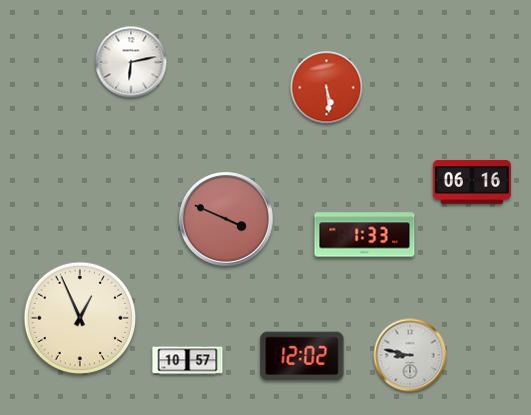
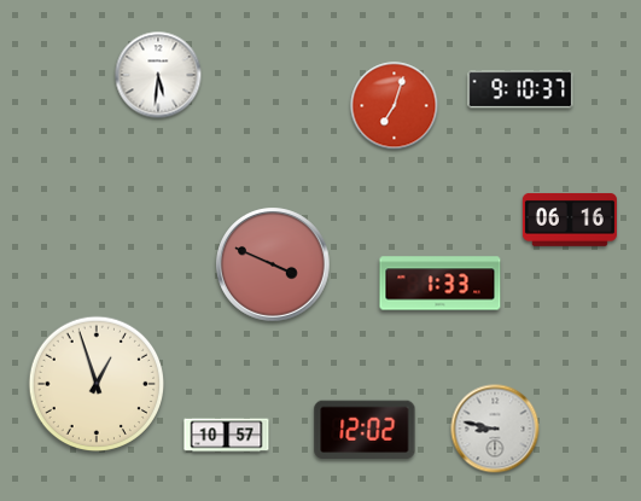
clock at (131, 62): 6:13 -> 5:31
clock at (520, 89): none -> 9:10
clock at (327, 88): 5:29 -> 7:03
clock at (79, 317): 12:56 -> 12:57
